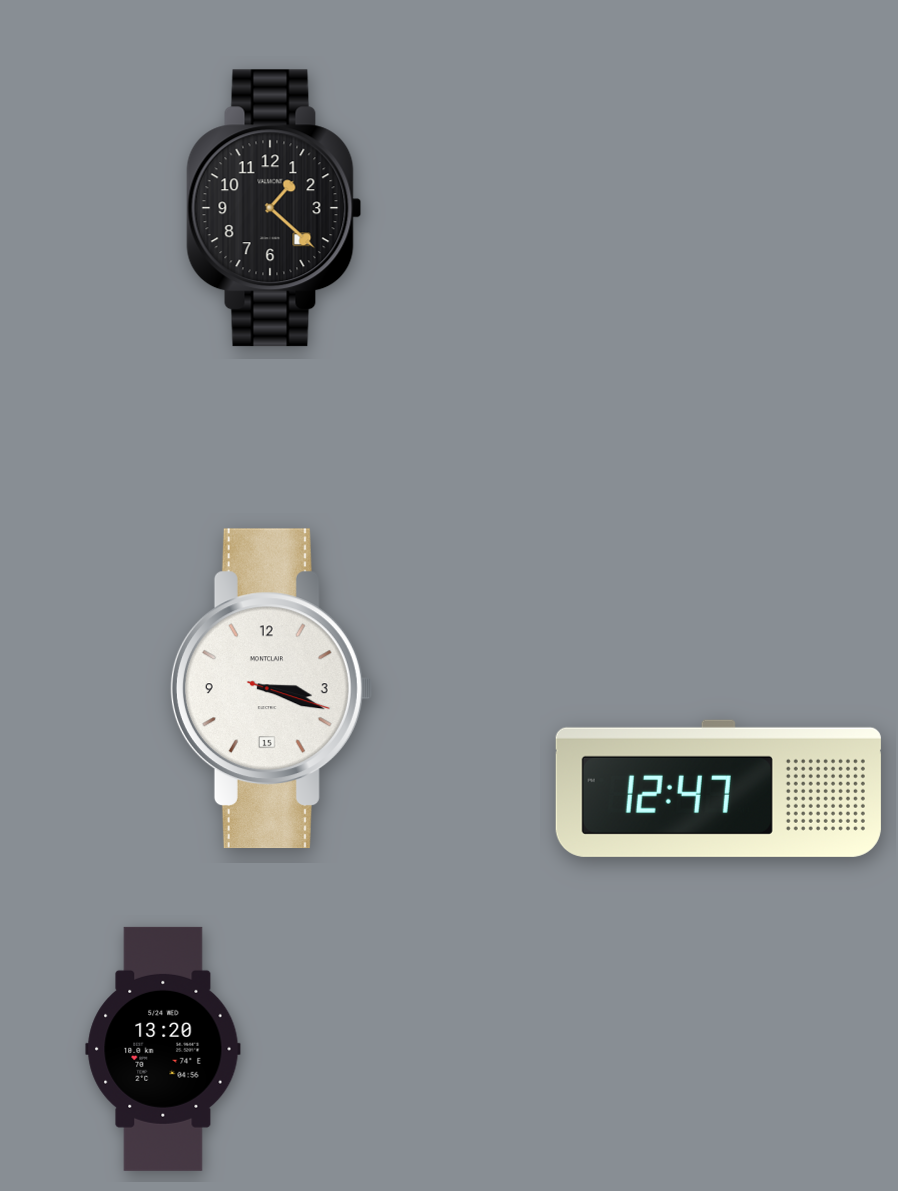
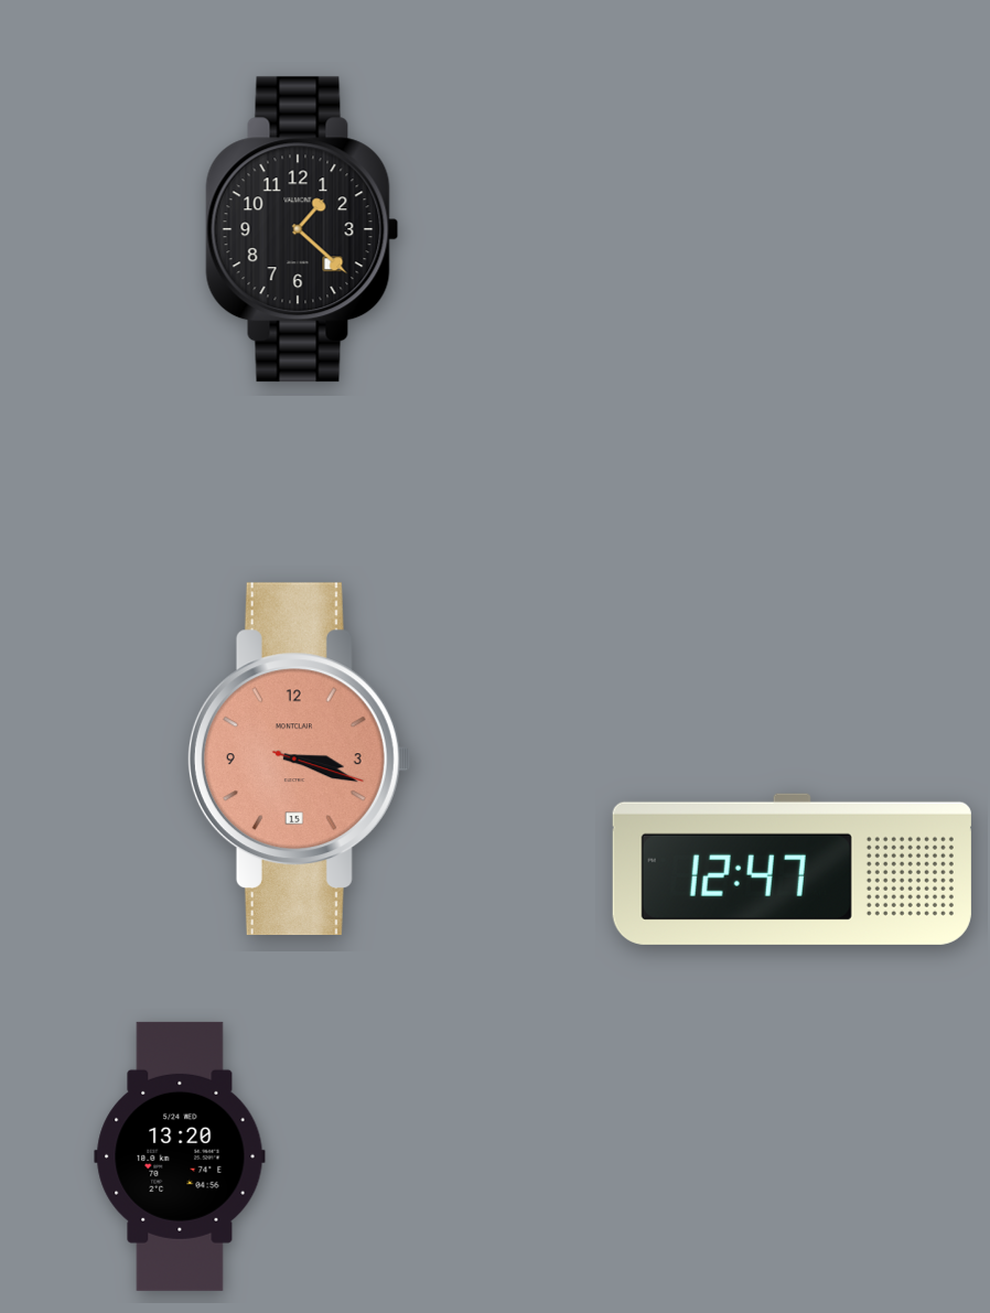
clock at (271, 689) dial: white -> salmon
